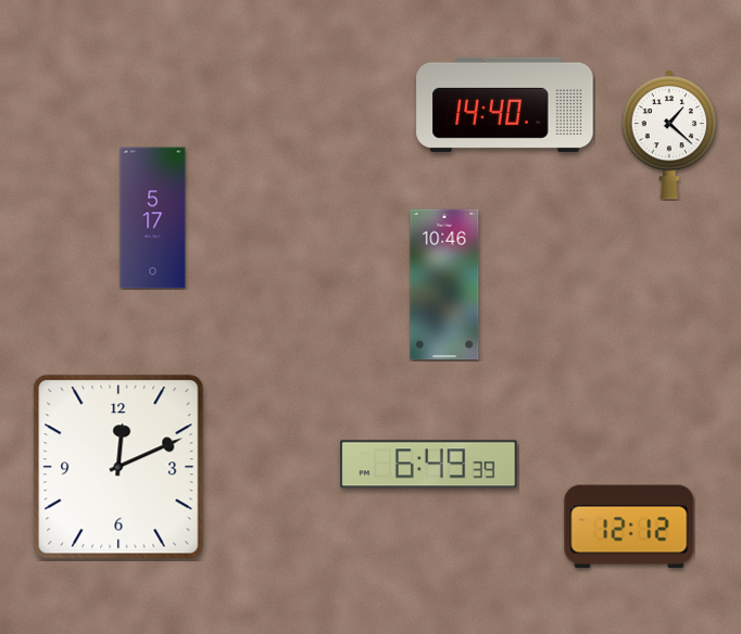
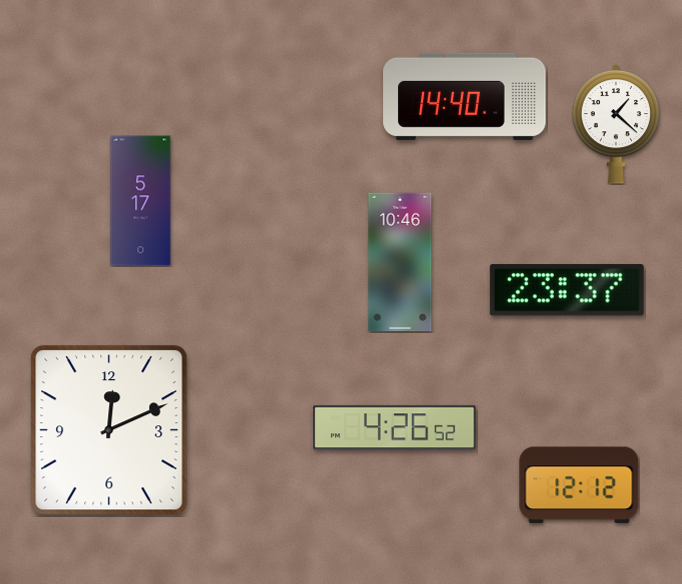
clock at (444, 284) position: (444, 284) -> (400, 262)
clock at (567, 290): none -> 23:37
clock at (429, 465): 6:49 -> 4:26
